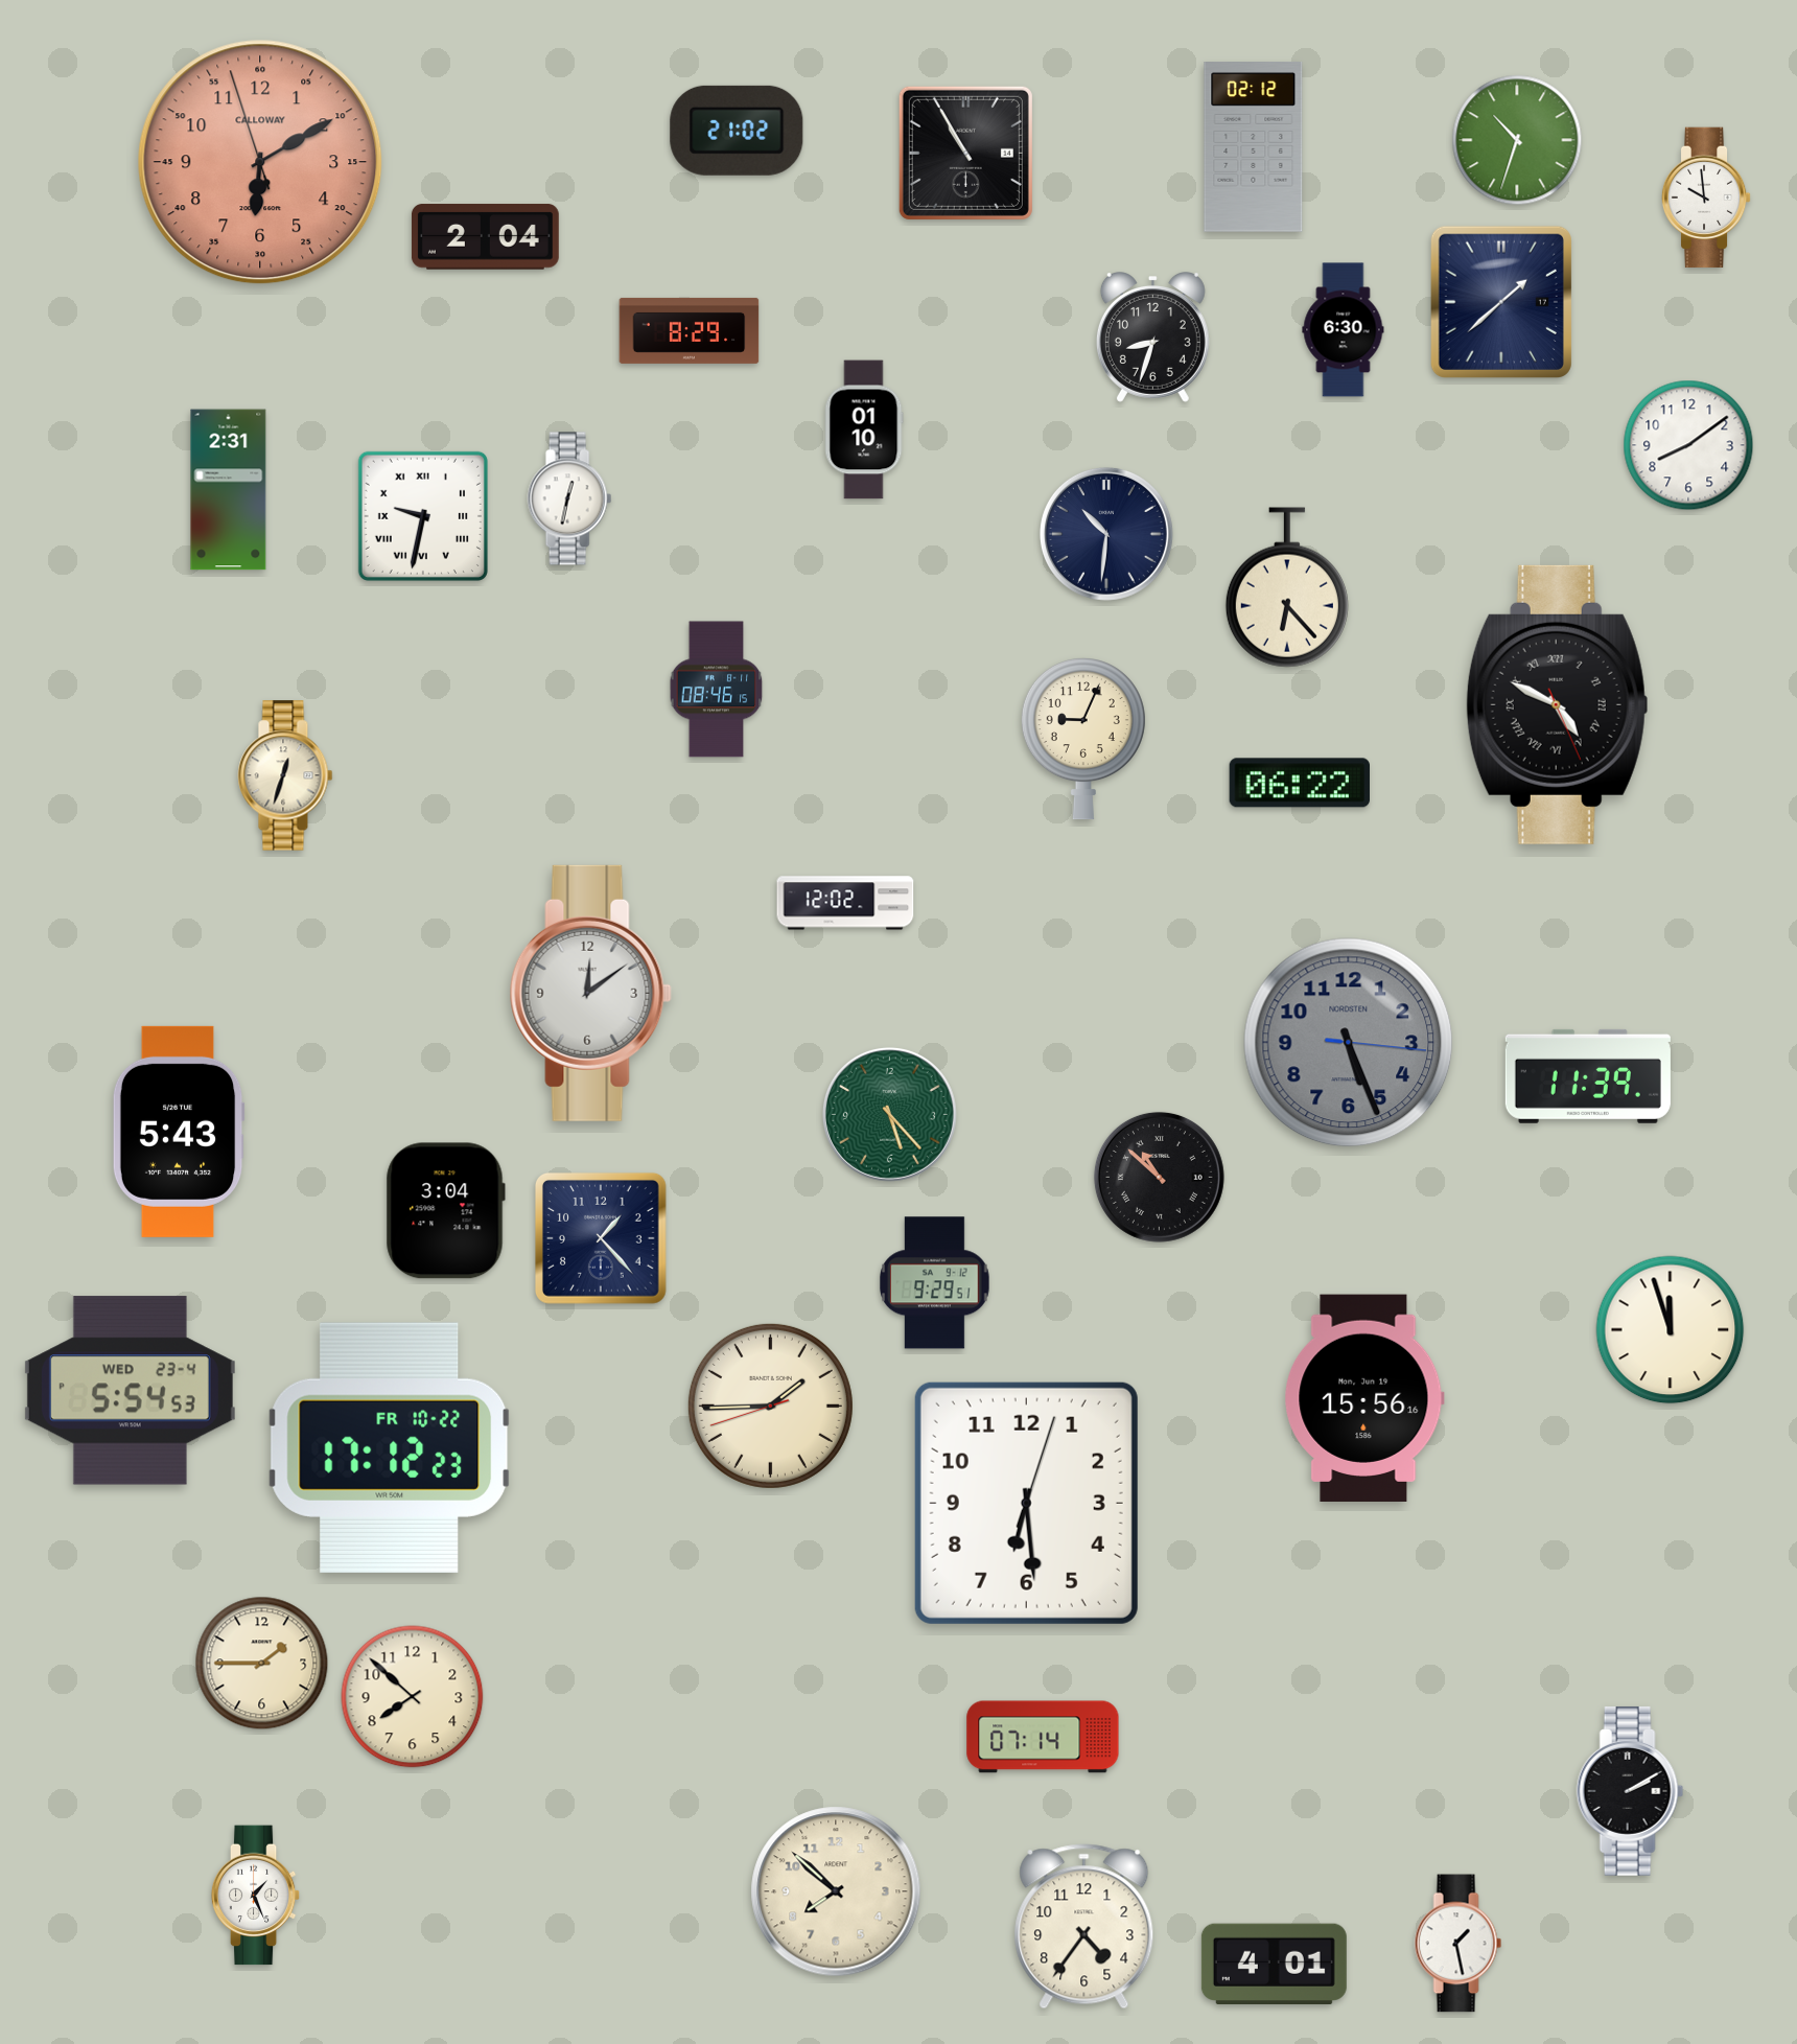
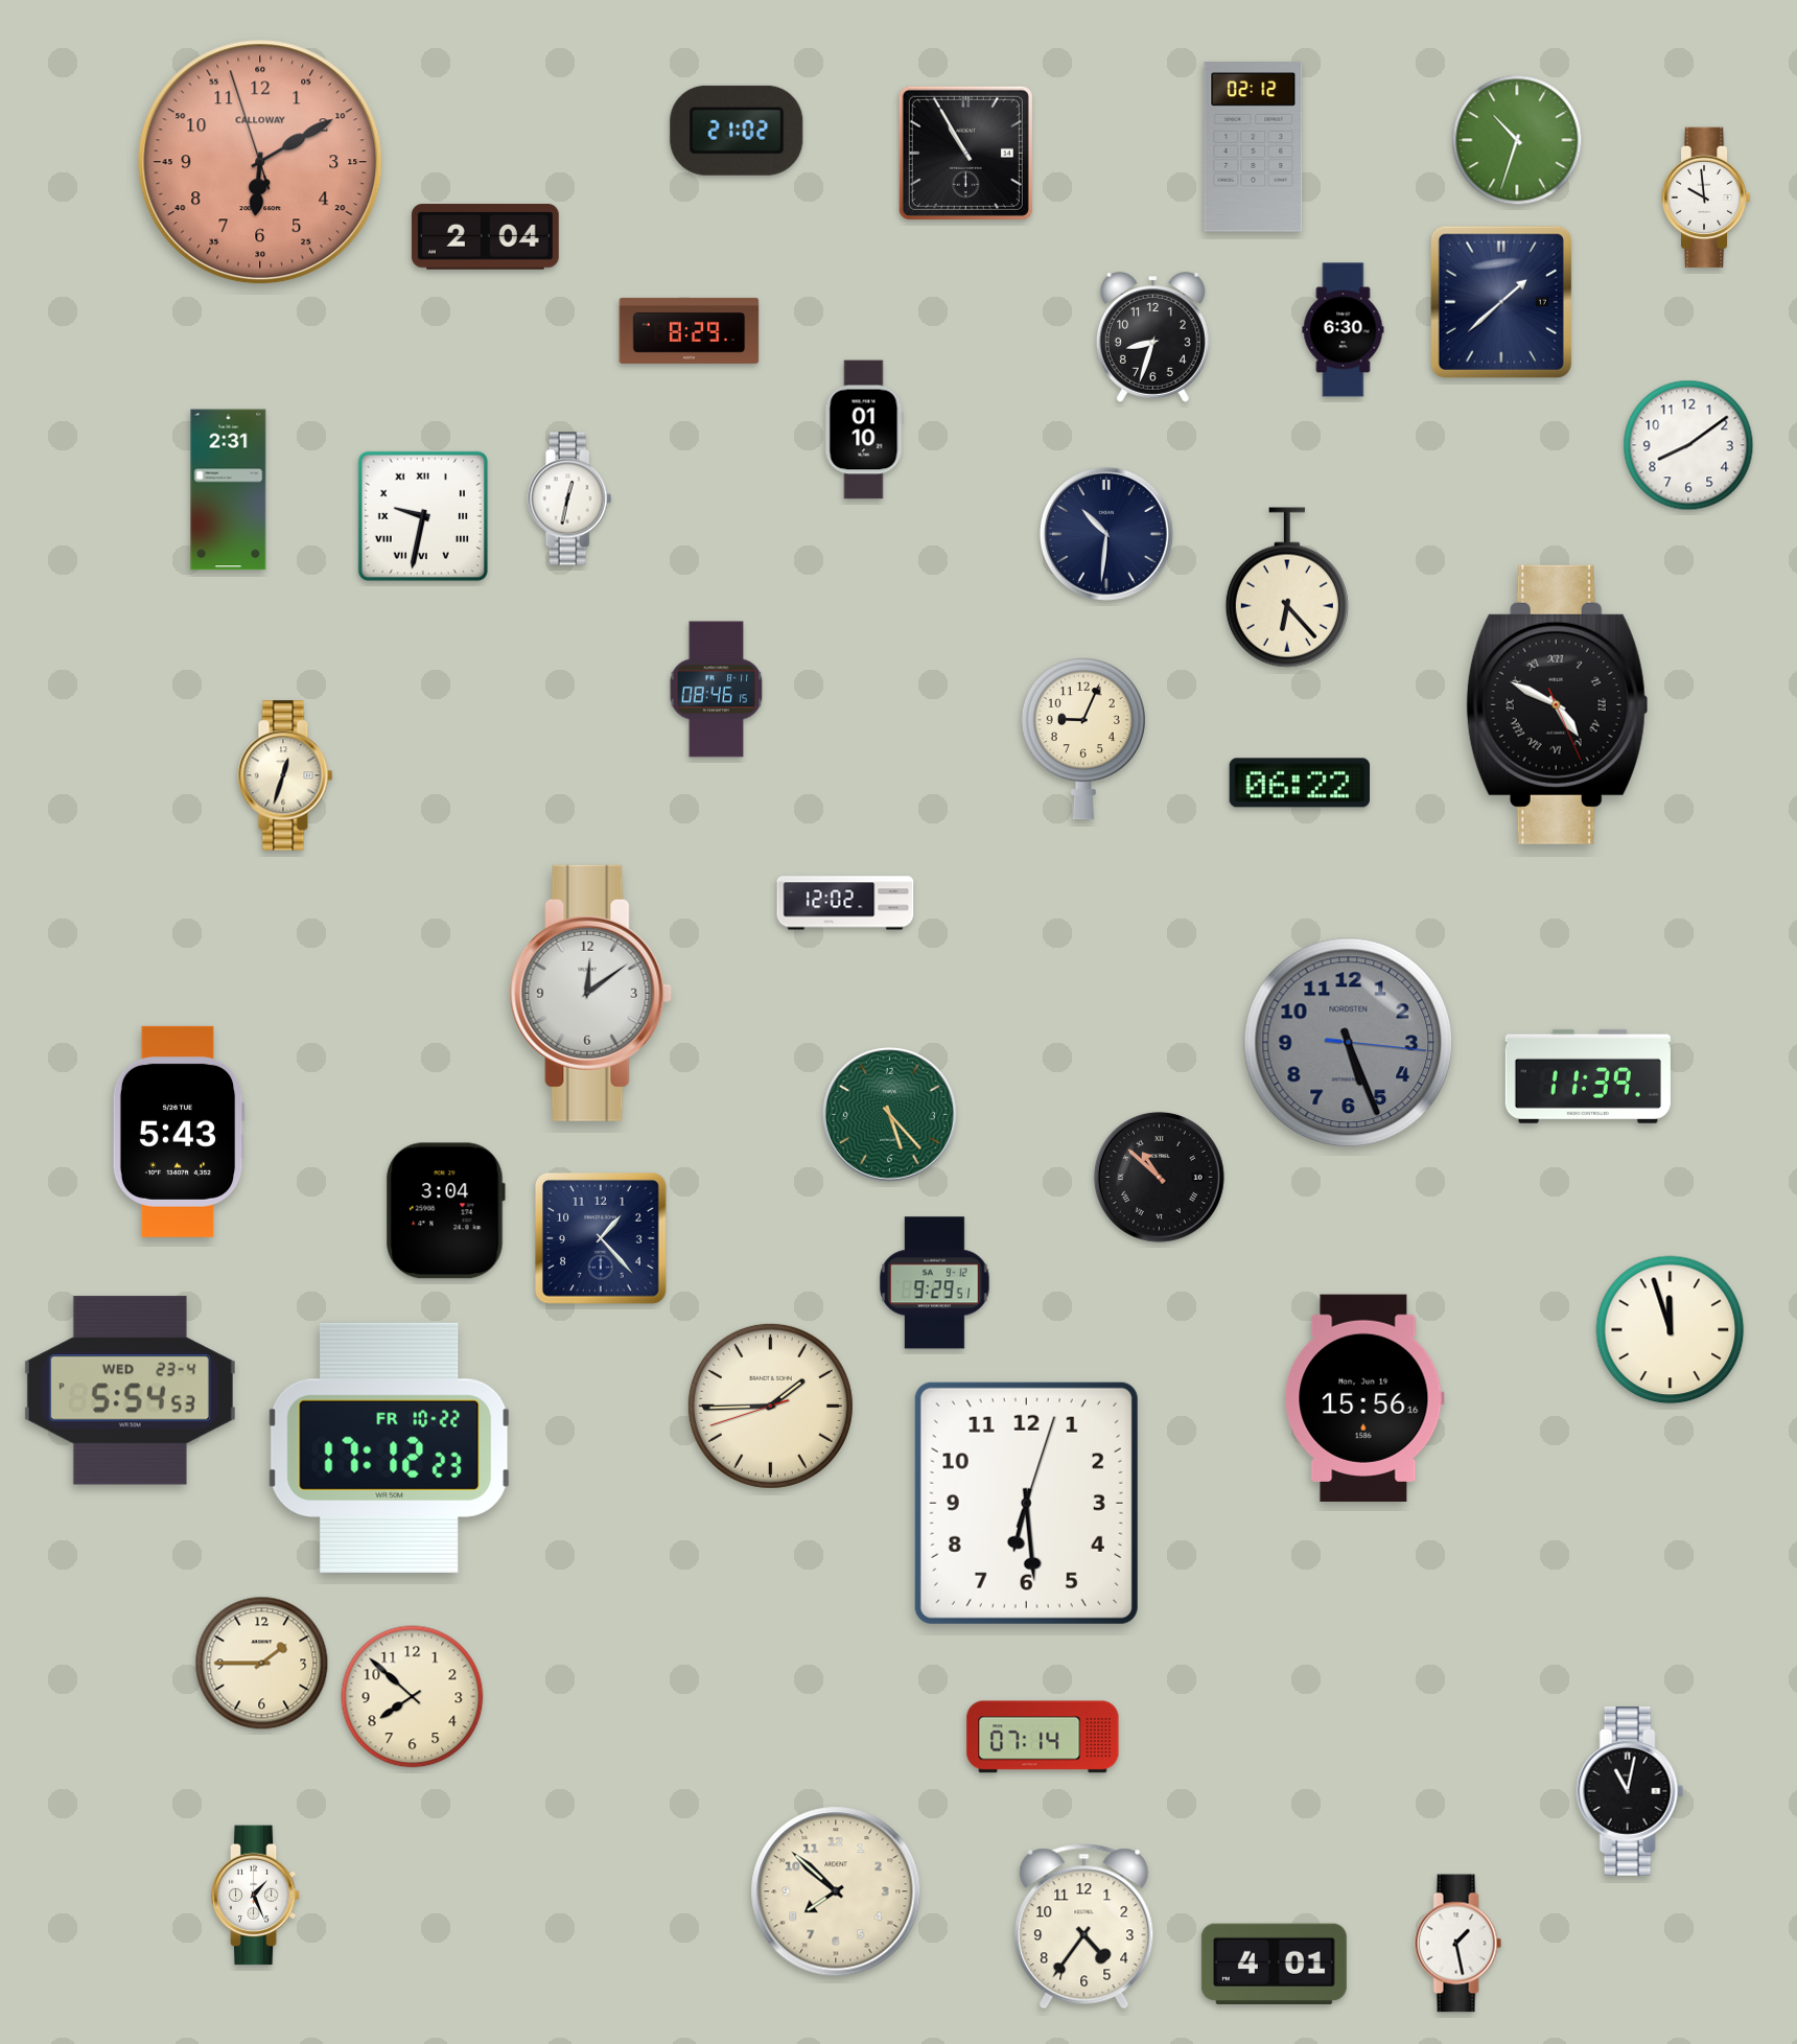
clock at (1630, 1791): 2:10 -> 11:02
